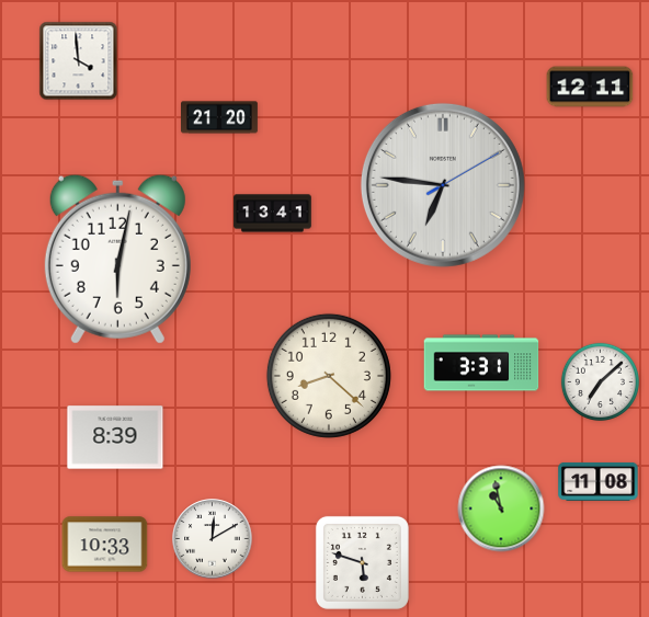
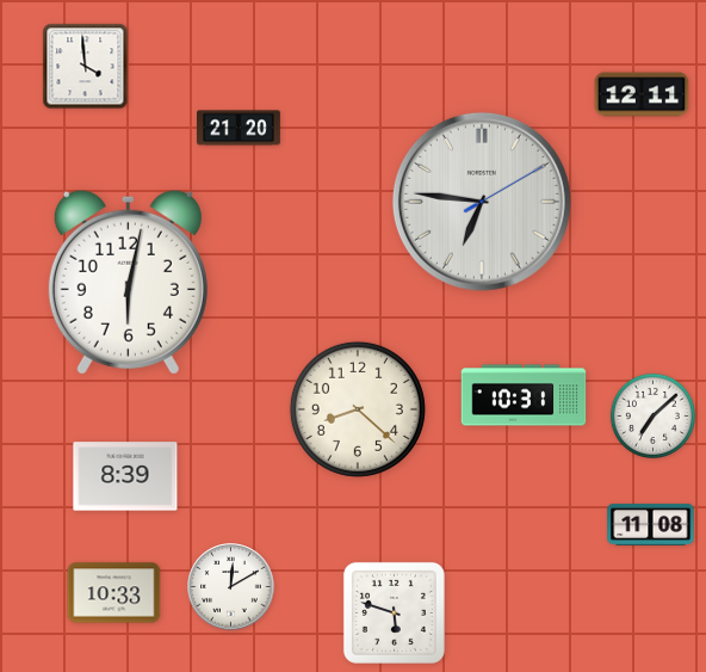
clock at (273, 214): 13:41 -> none
clock at (481, 363): 3:31 -> 10:31
clock at (501, 509): 10:58 -> none
